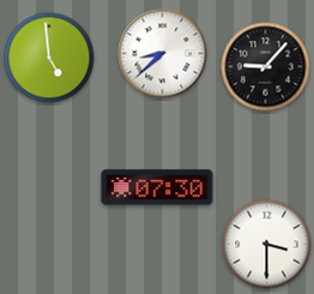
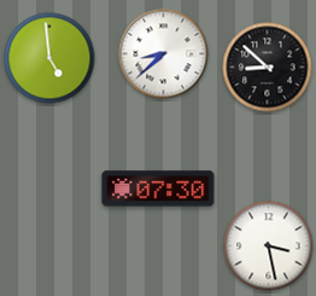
clock at (266, 67): 9:07 -> 8:52
clock at (267, 245): 3:30 -> 3:28
